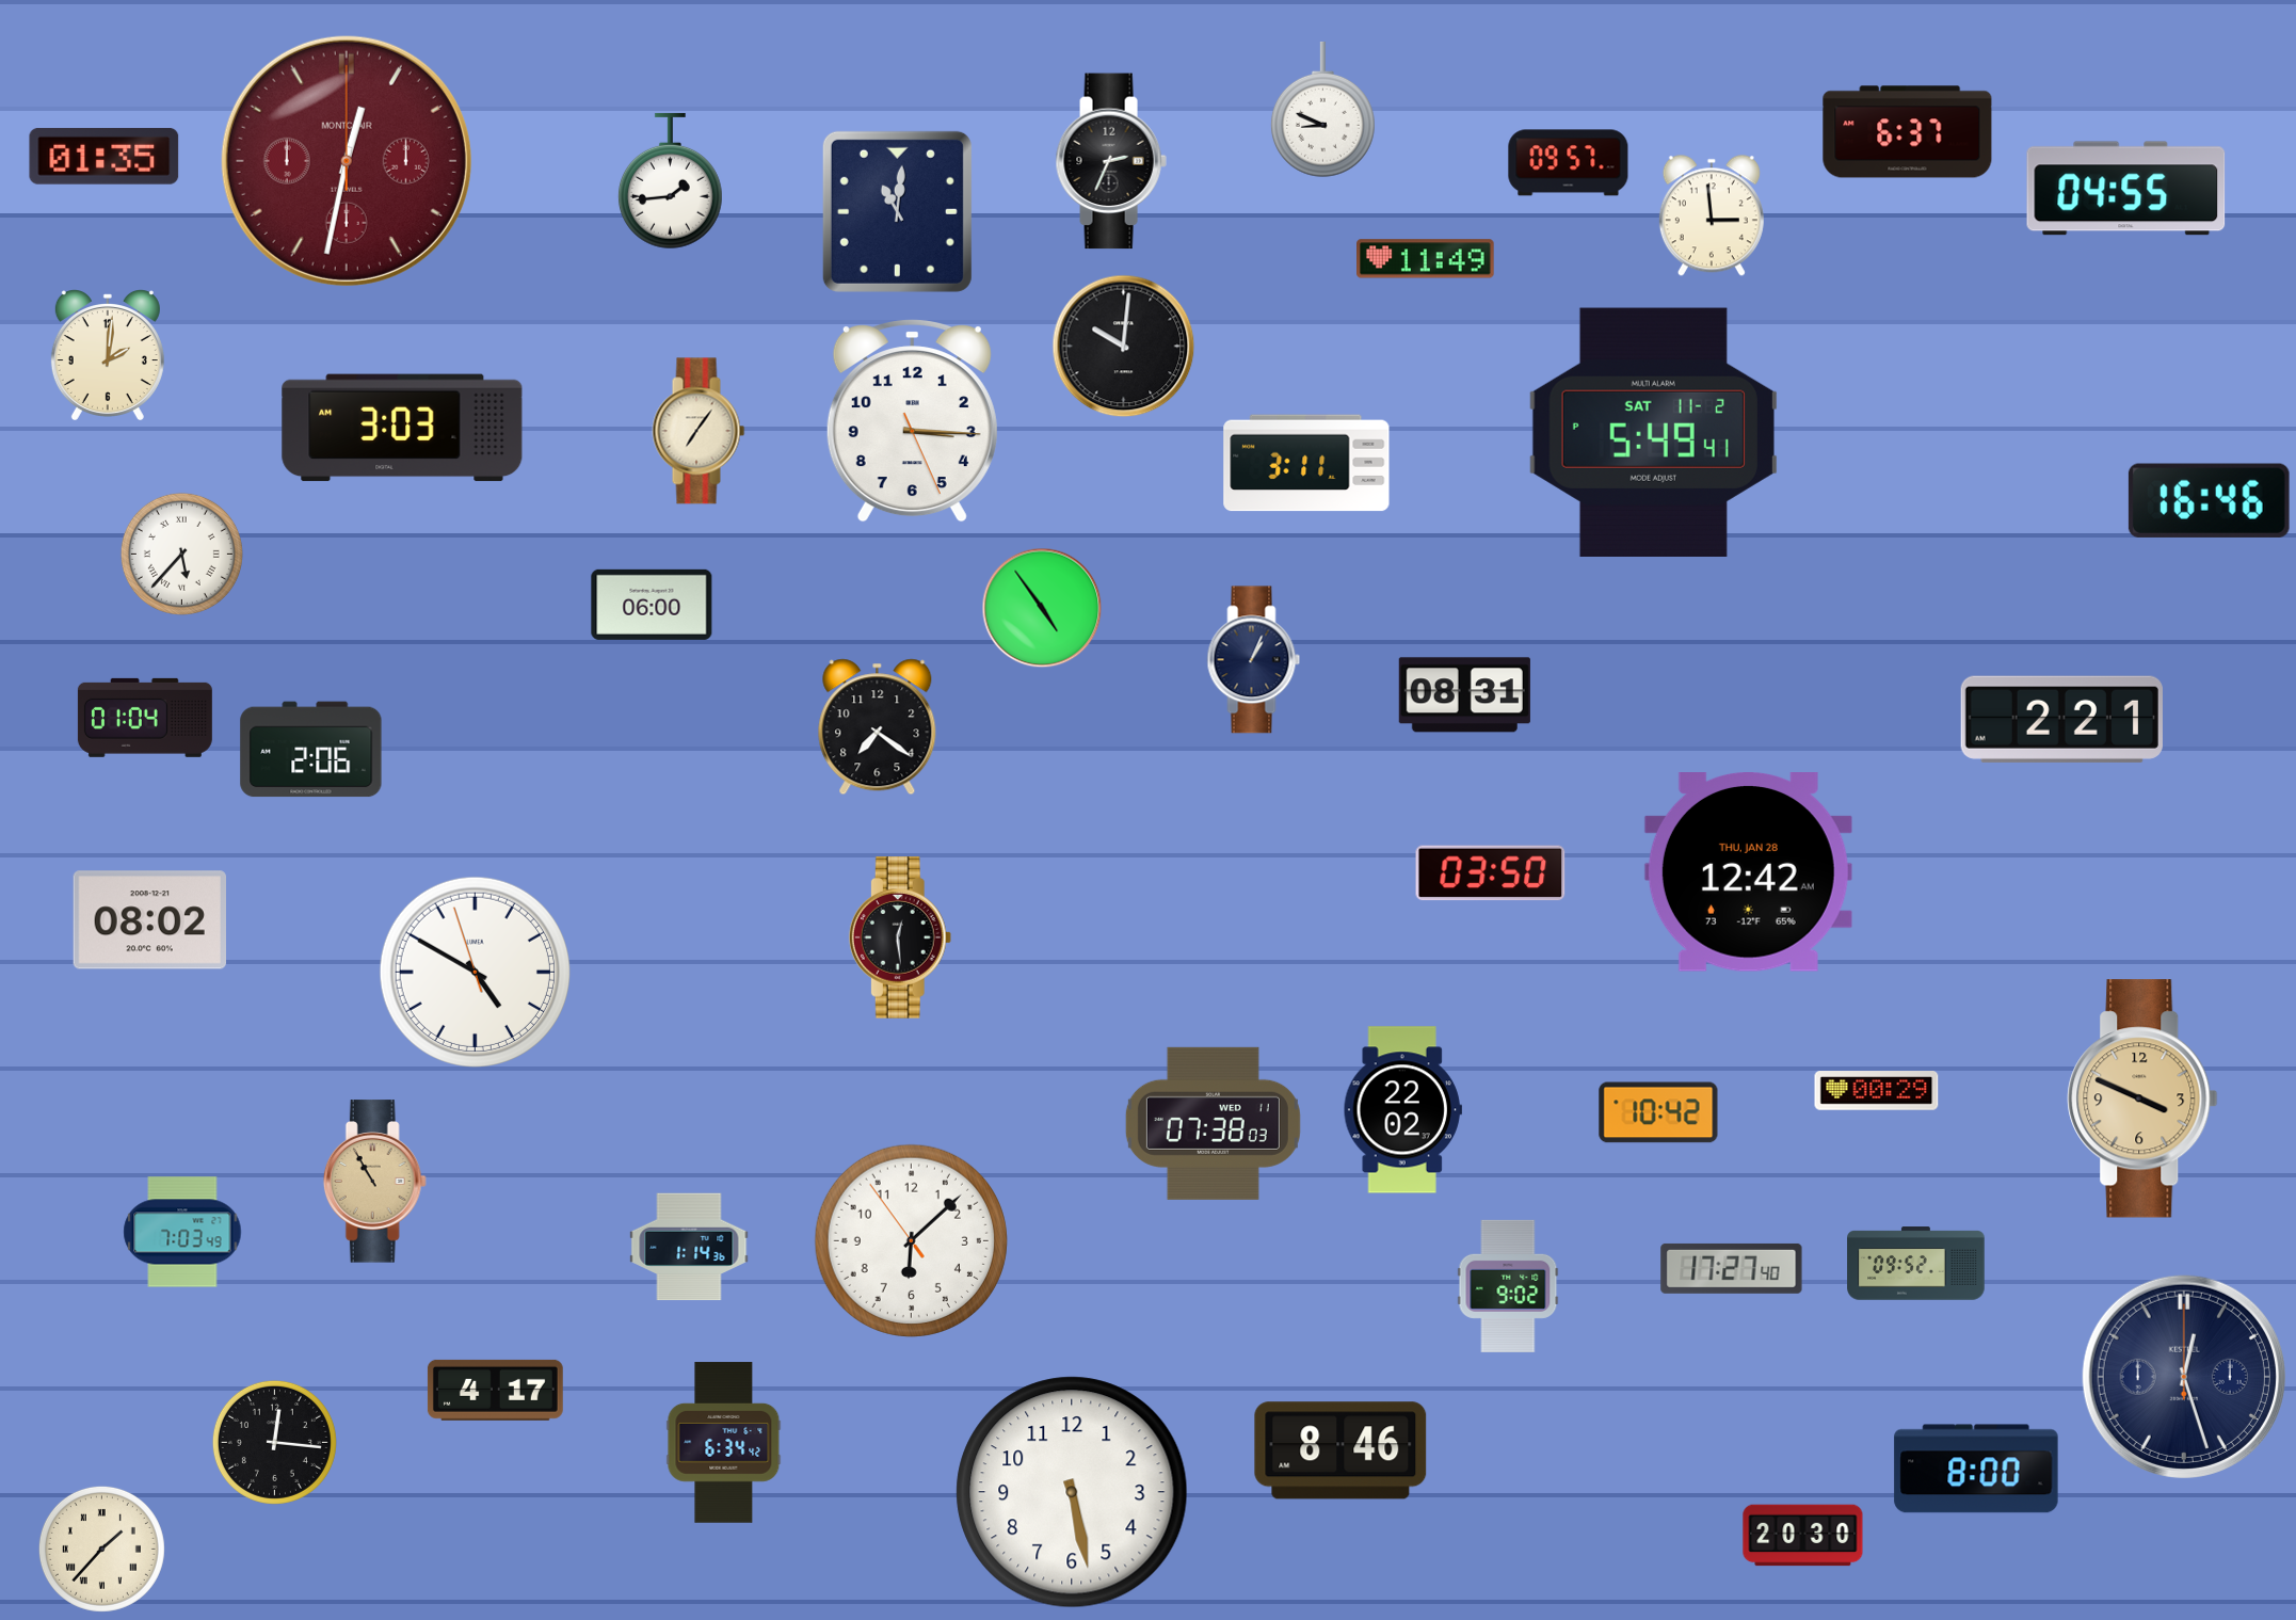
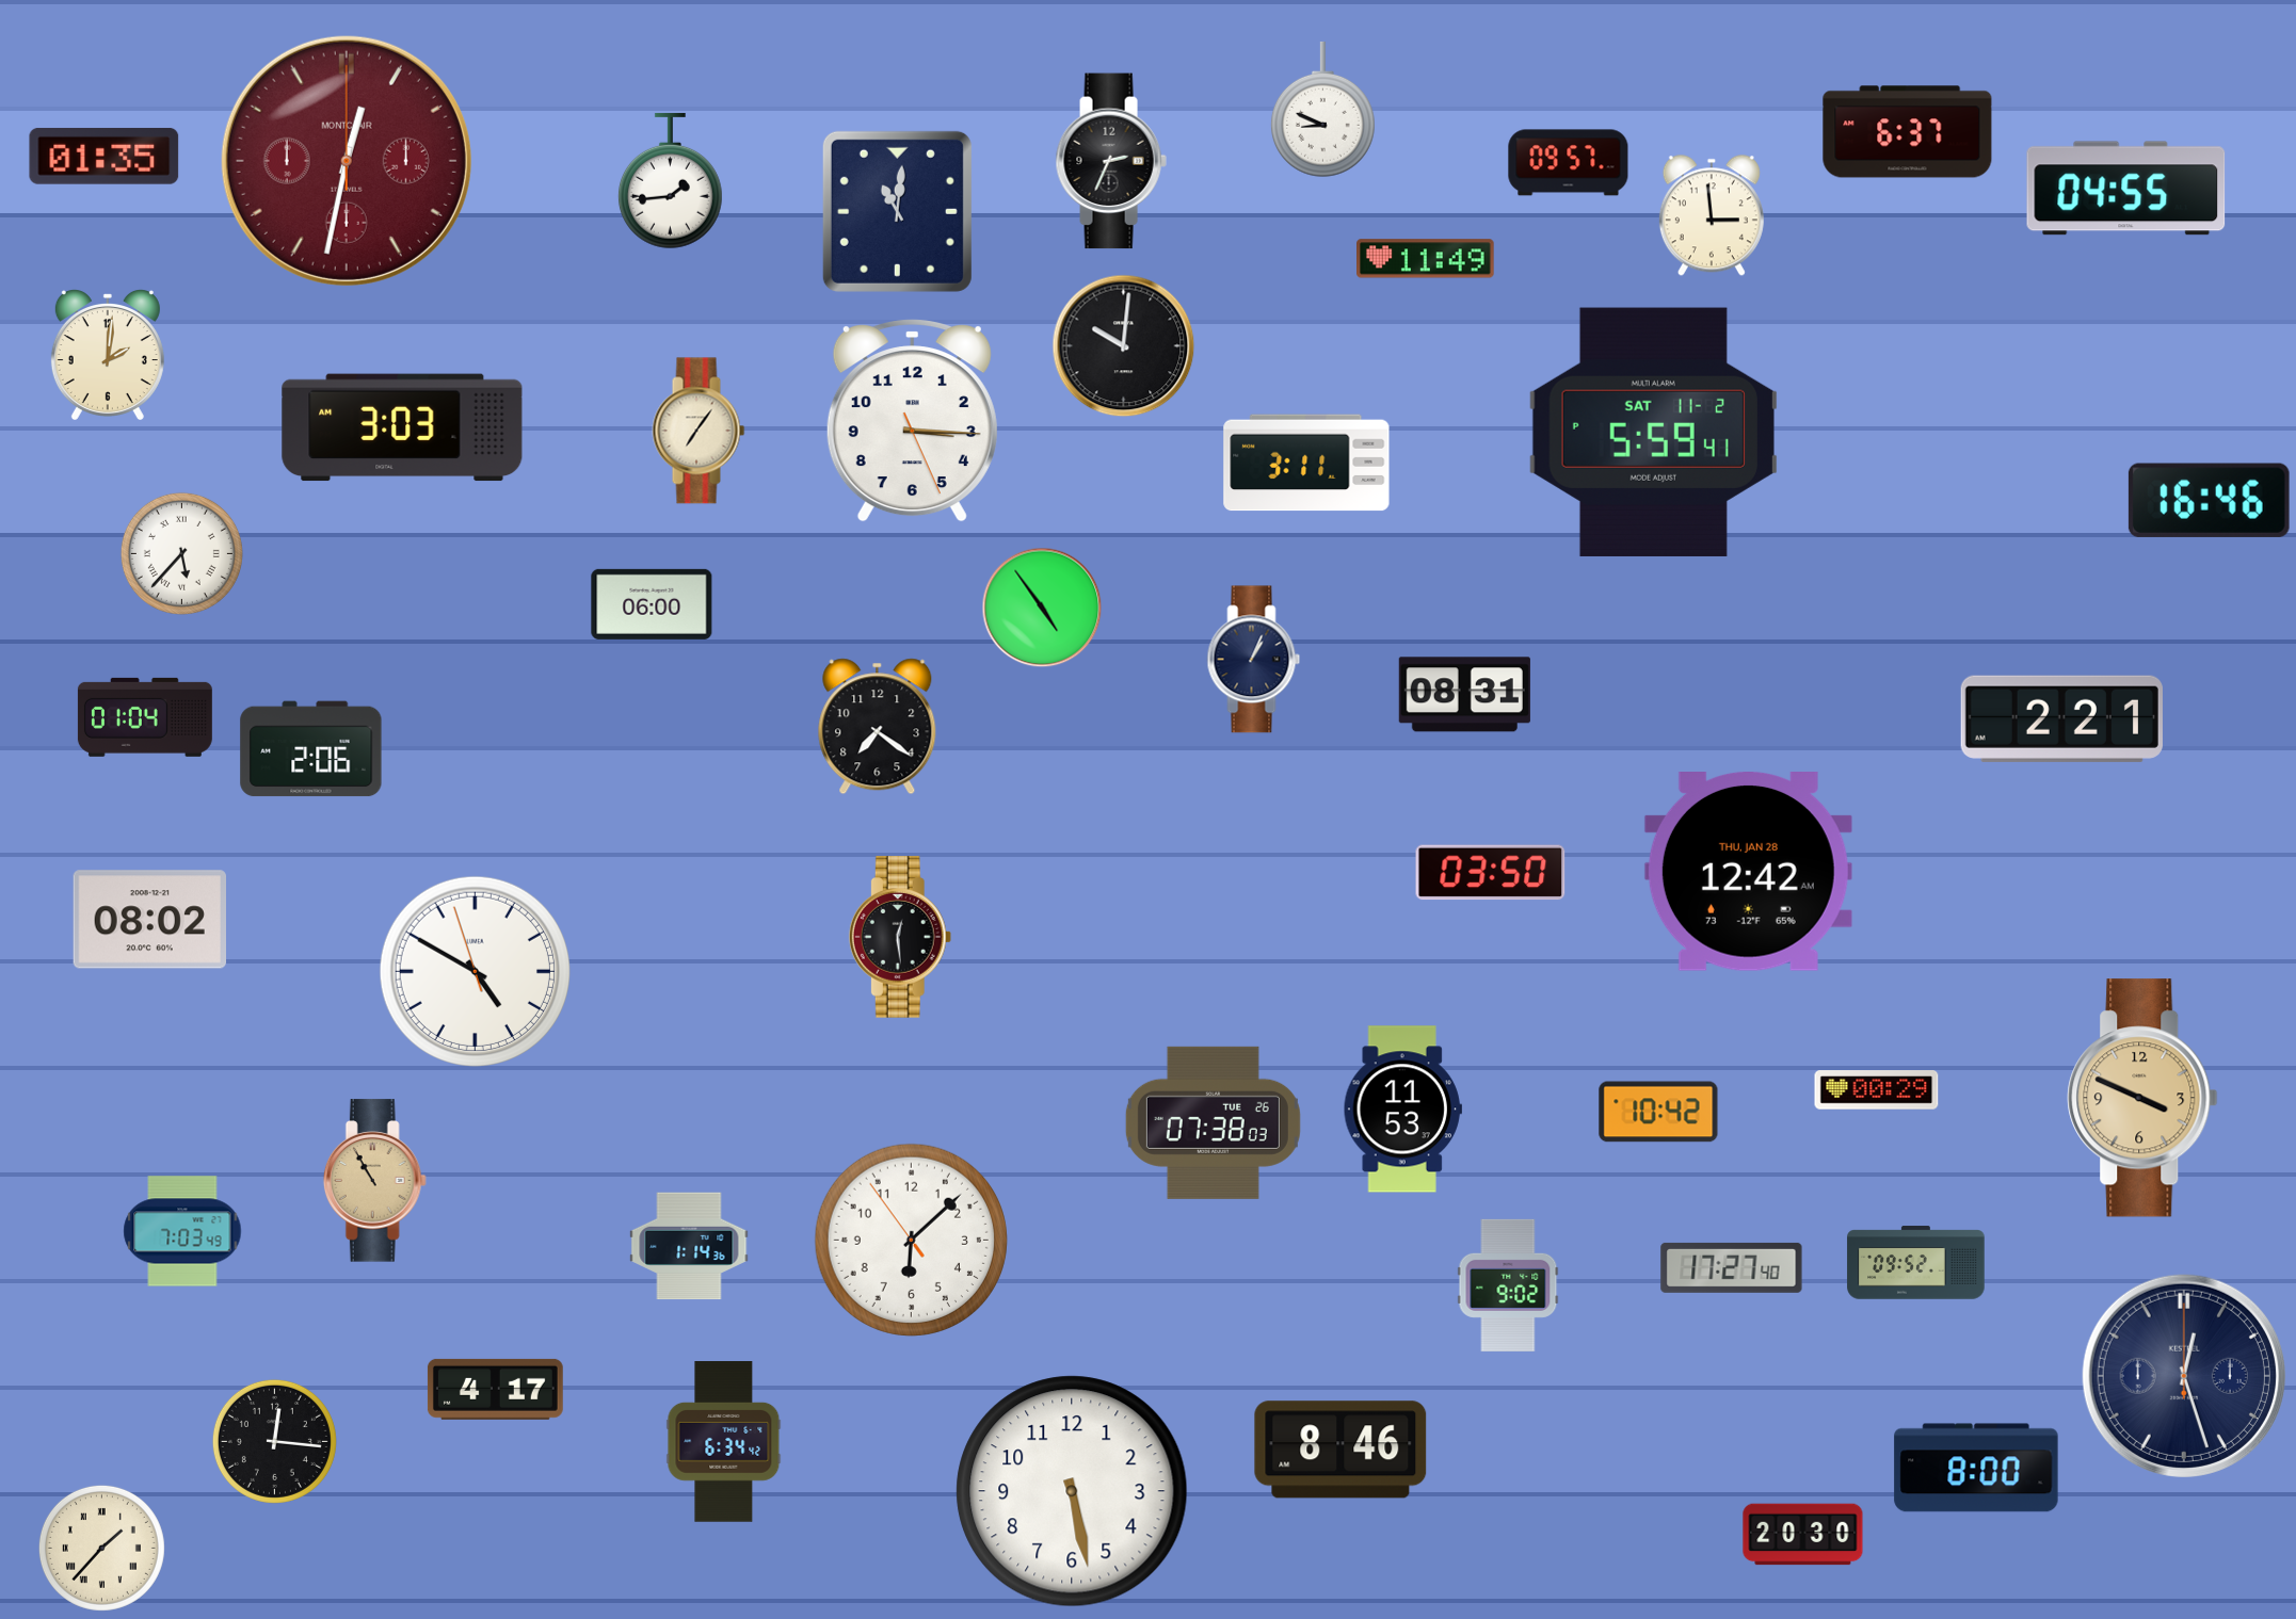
clock at (1653, 432): 5:49 -> 5:59
clock at (1402, 1110): 22:02 -> 11:53
clock at (1213, 1123) date: WED 11 -> TUE 26
